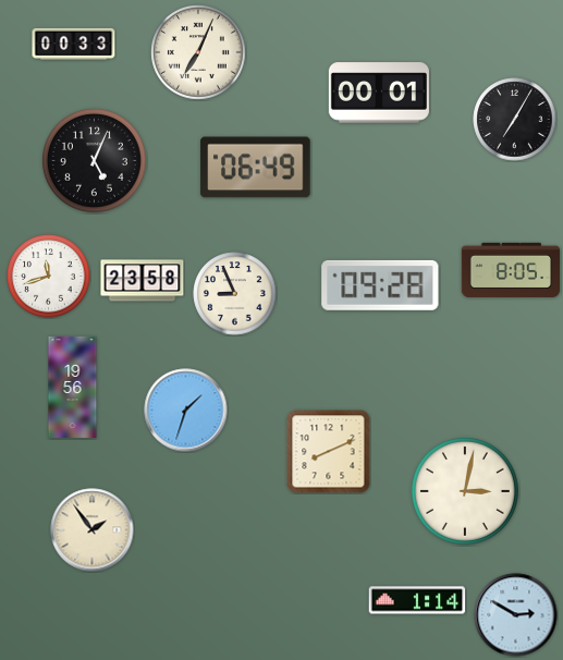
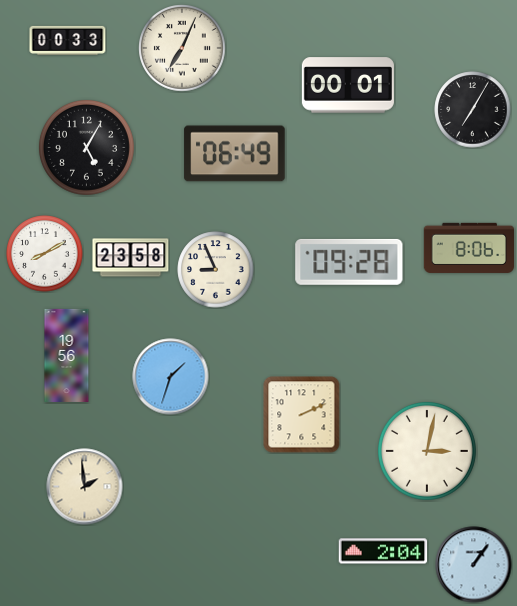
clock at (94, 160): 5:04 -> 5:05
clock at (510, 270): 8:05 -> 8:06
clock at (49, 277): 11:42 -> 8:10
clock at (329, 452): 8:11 -> 2:11
clock at (93, 530): 1:54 -> 1:59
clock at (417, 600): 1:14 -> 2:04
clock at (516, 615): 2:50 -> 1:06
